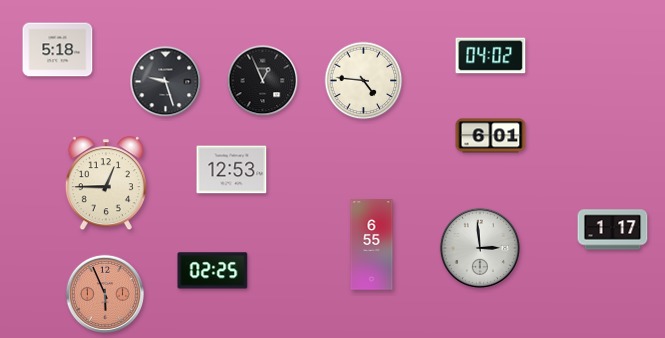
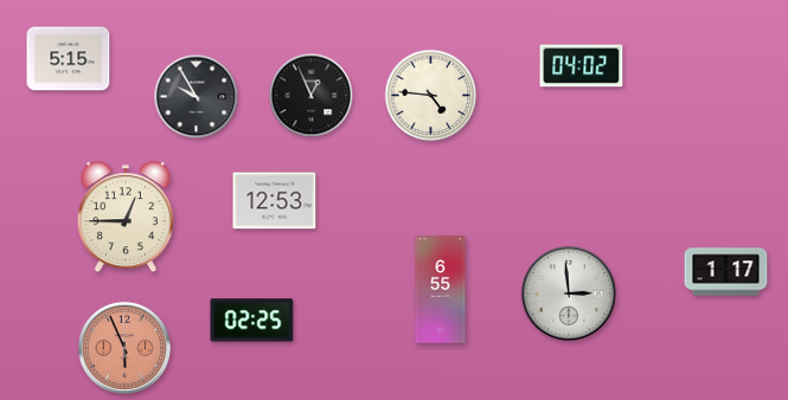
clock at (58, 50): 5:18 -> 5:15
clock at (166, 82): 9:27 -> 9:55
clock at (491, 136): 6:01 -> none
